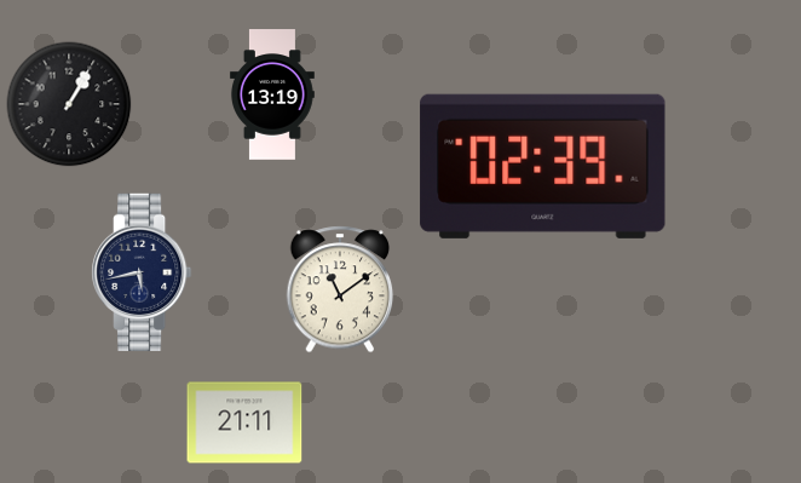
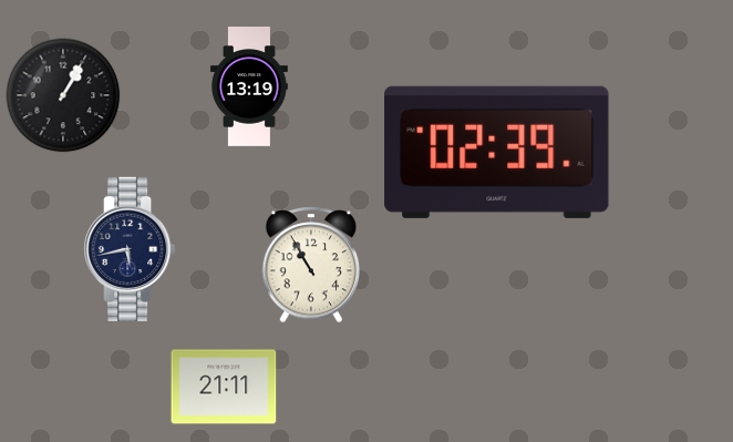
clock at (340, 289): 11:09 -> 10:55
